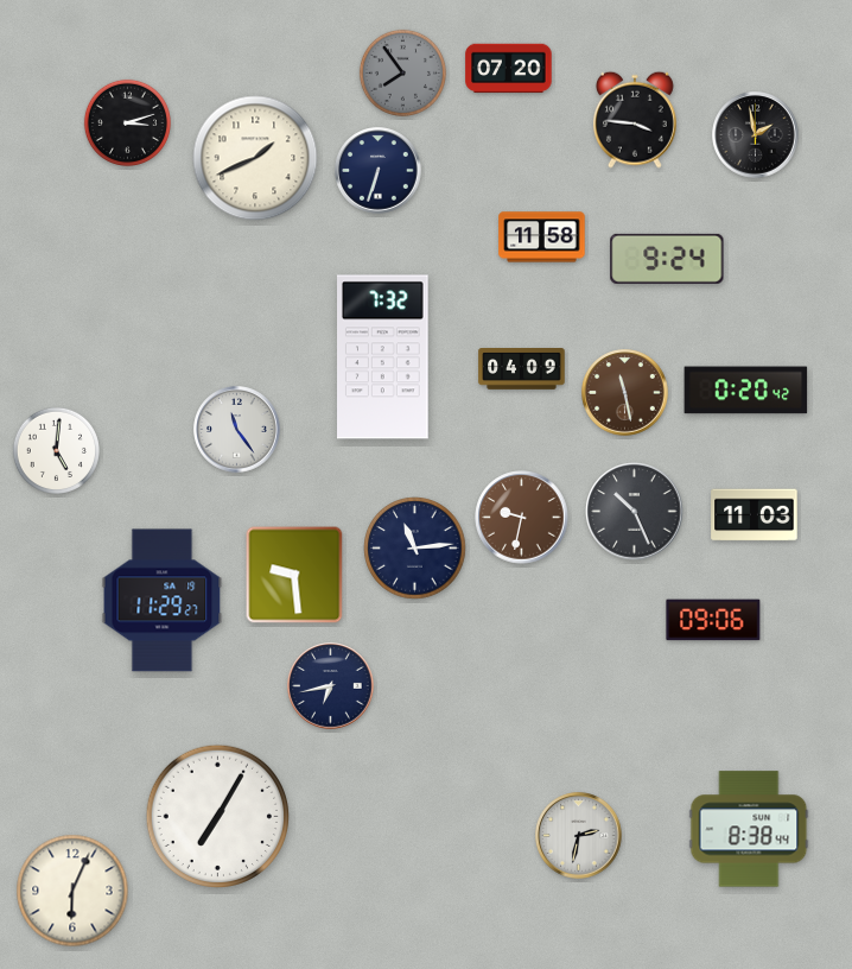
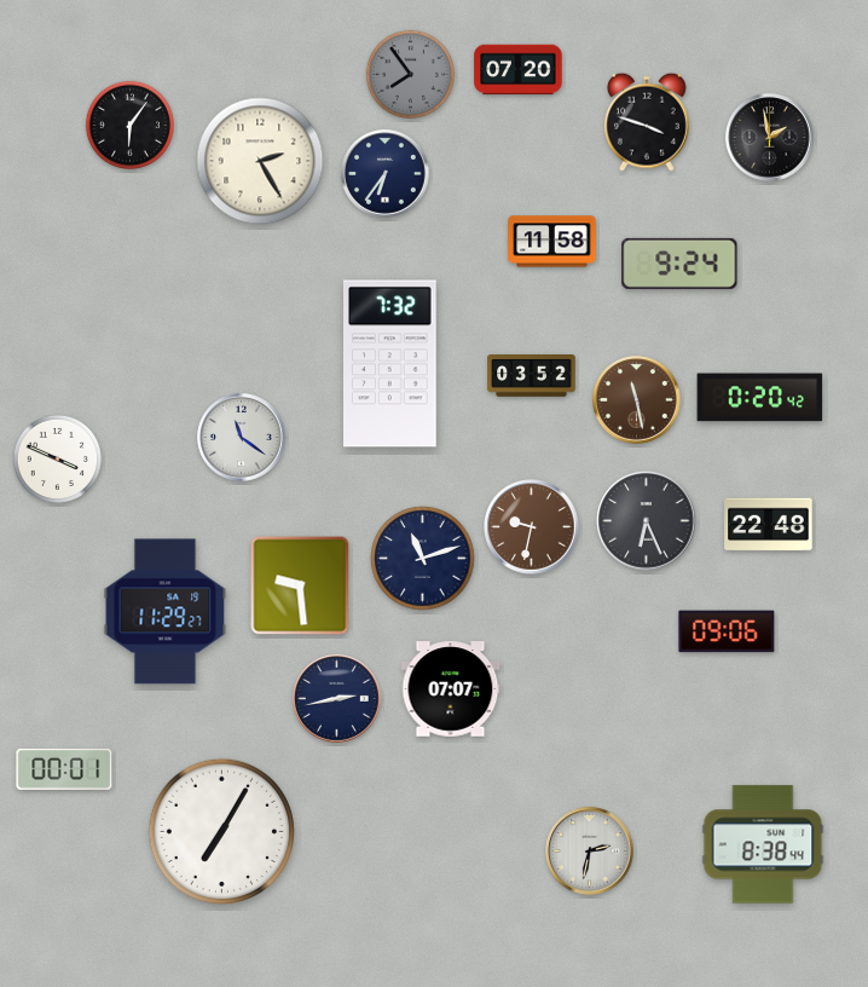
clock at (635, 120): 3:46 -> 3:48
clock at (127, 122): 3:12 -> 6:06
clock at (255, 158): 1:41 -> 2:25
clock at (379, 171): 6:33 -> 6:36
clock at (522, 369): 04:09 -> 03:52
clock at (237, 430): 11:24 -> 11:21
clock at (56, 450): 5:01 -> 3:49
clock at (635, 512): 10:26 -> 6:26
clock at (755, 515): 11:03 -> 22:48
clock at (415, 549): 11:14 -> 11:12
clock at (451, 689): none -> 07:07
clock at (331, 686): 6:43 -> 2:43
clock at (64, 769): none -> 00:01
clock at (72, 891): 6:04 -> none
